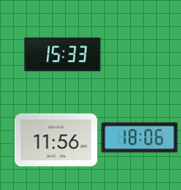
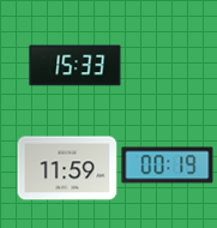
clock at (140, 138): 18:06 -> 00:19
clock at (56, 140): 11:56 -> 11:59
